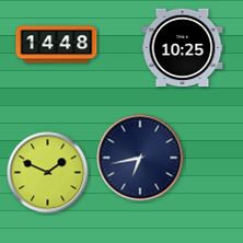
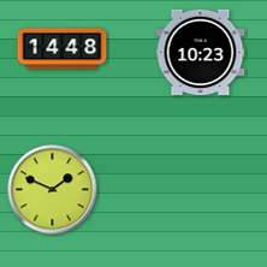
clock at (183, 48): 10:25 -> 10:23
clock at (140, 158): 6:43 -> none
